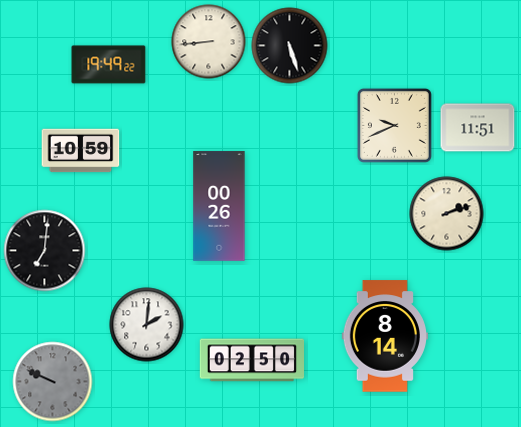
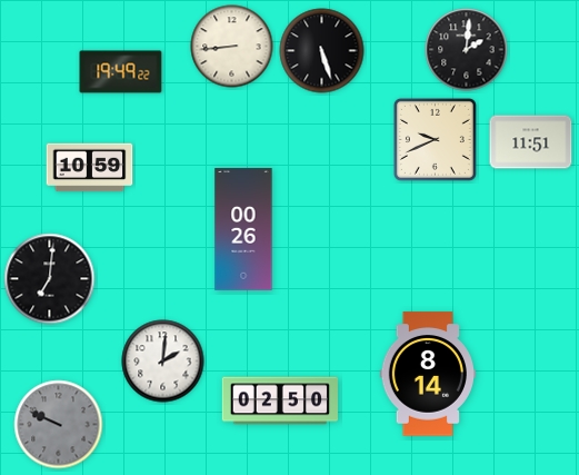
clock at (467, 50): none -> 2:01
clock at (394, 125) position: (394, 125) -> (435, 139)
clock at (447, 214): 2:12 -> none
